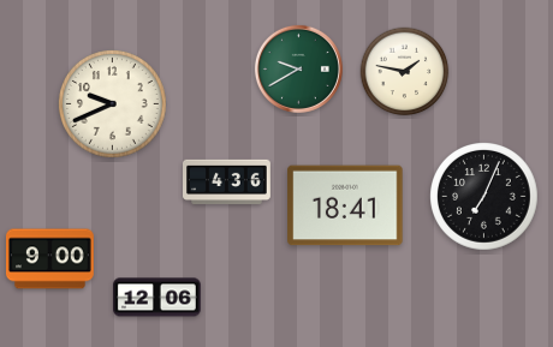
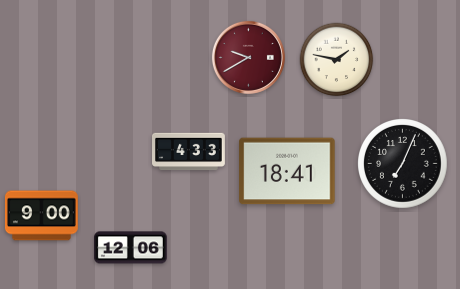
clock at (298, 68) dial: green -> burgundy
clock at (113, 104): 9:41 -> none
clock at (227, 183): 4:36 -> 4:33
